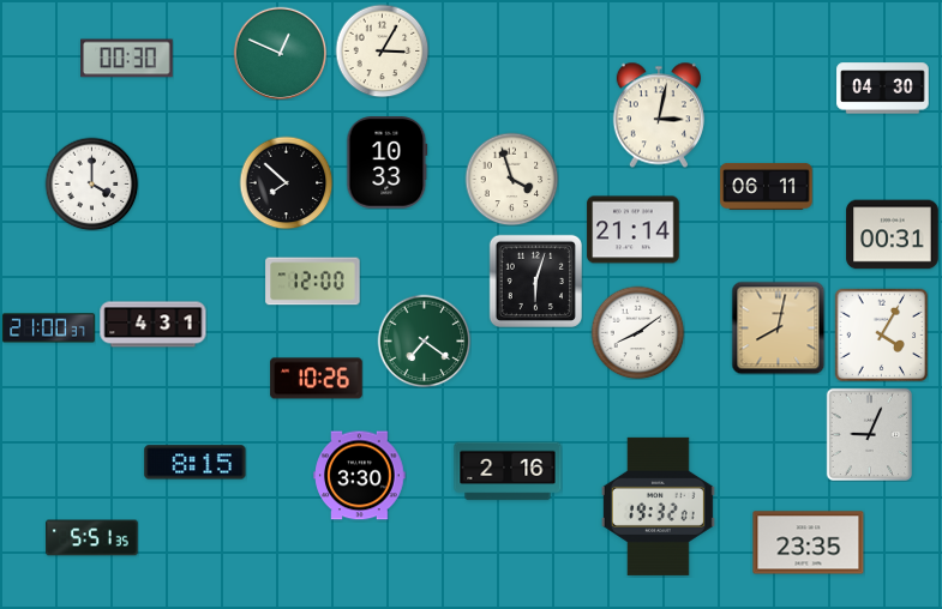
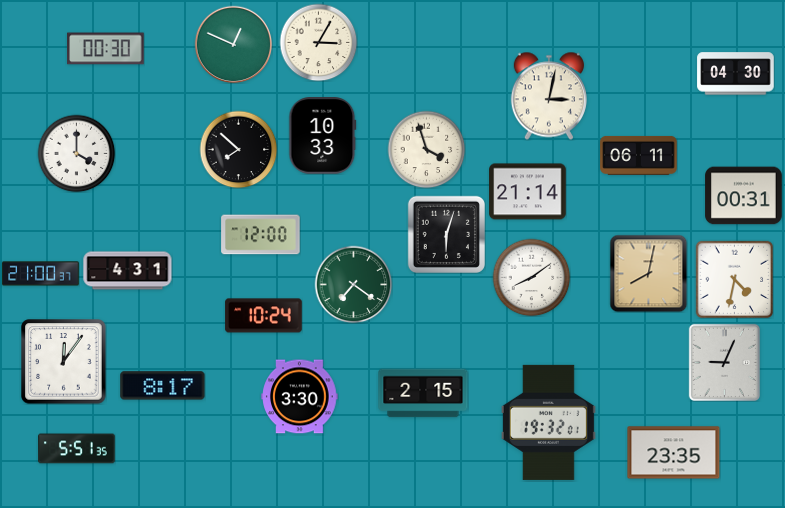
clock at (286, 182) position: (286, 182) -> (238, 149)
clock at (881, 334): 4:05 -> 4:32
clock at (317, 379): 10:26 -> 10:24
clock at (64, 362): none -> 12:06
clock at (196, 463): 8:15 -> 8:17
clock at (508, 471): 2:16 -> 2:15
